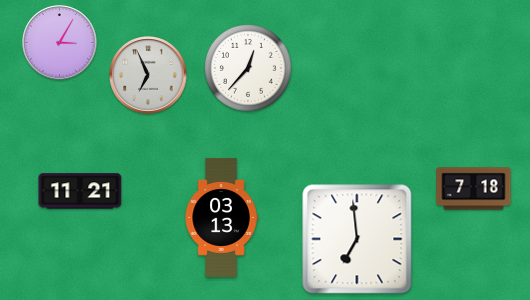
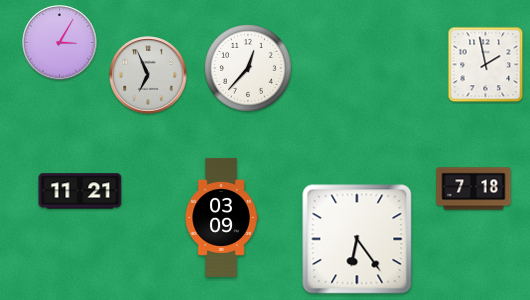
clock at (486, 65): none -> 1:58
clock at (221, 217): 03:13 -> 03:09
clock at (357, 239): 6:59 -> 6:24
